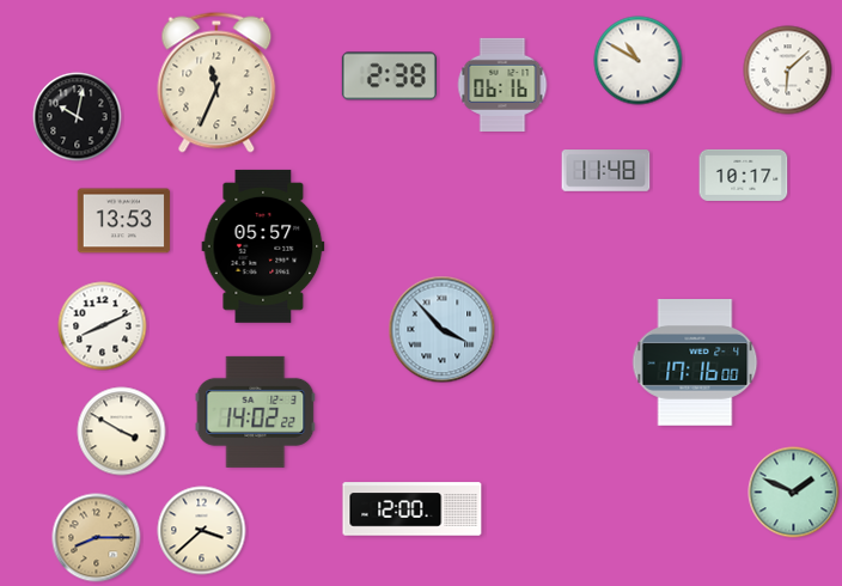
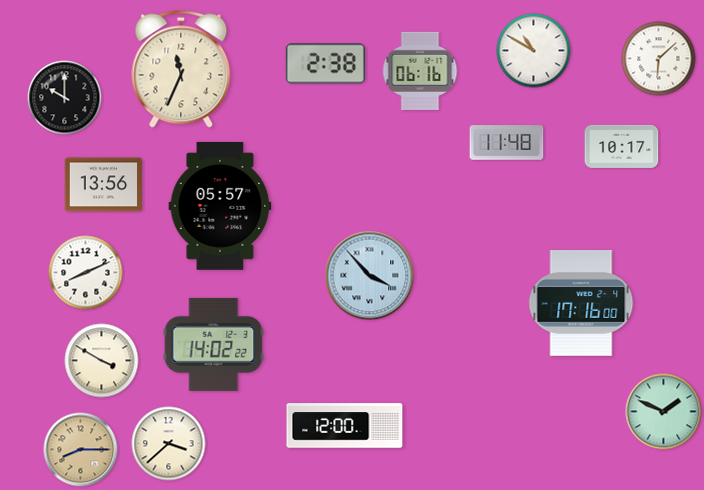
clock at (78, 117): 10:02 -> 10:00
clock at (124, 221): 13:53 -> 13:56
